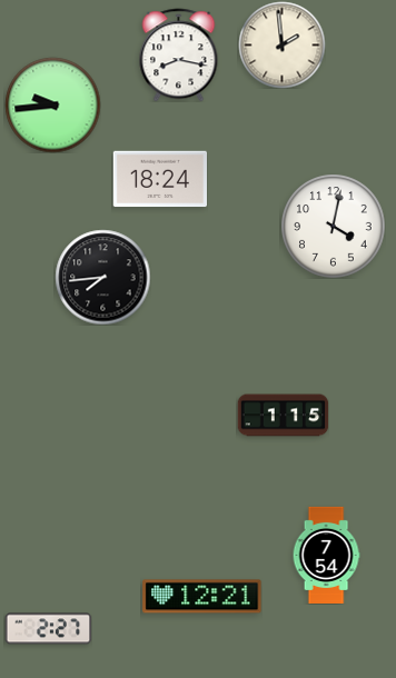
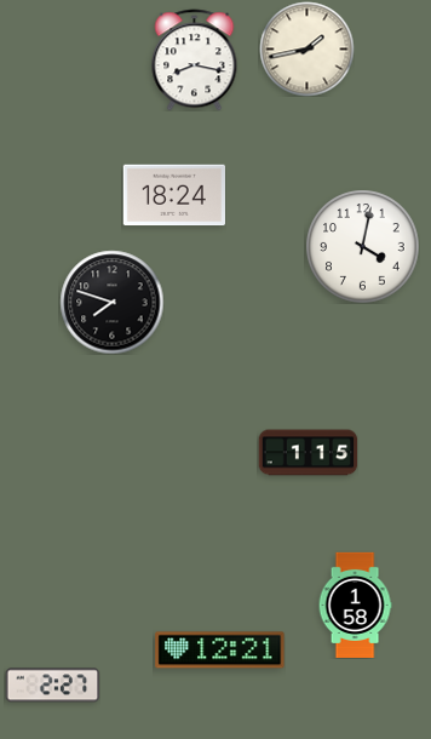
clock at (281, 44): 1:59 -> 1:43
clock at (52, 104): 9:44 -> none
clock at (102, 277): 7:44 -> 7:48
clock at (326, 555): 7:54 -> 1:58
